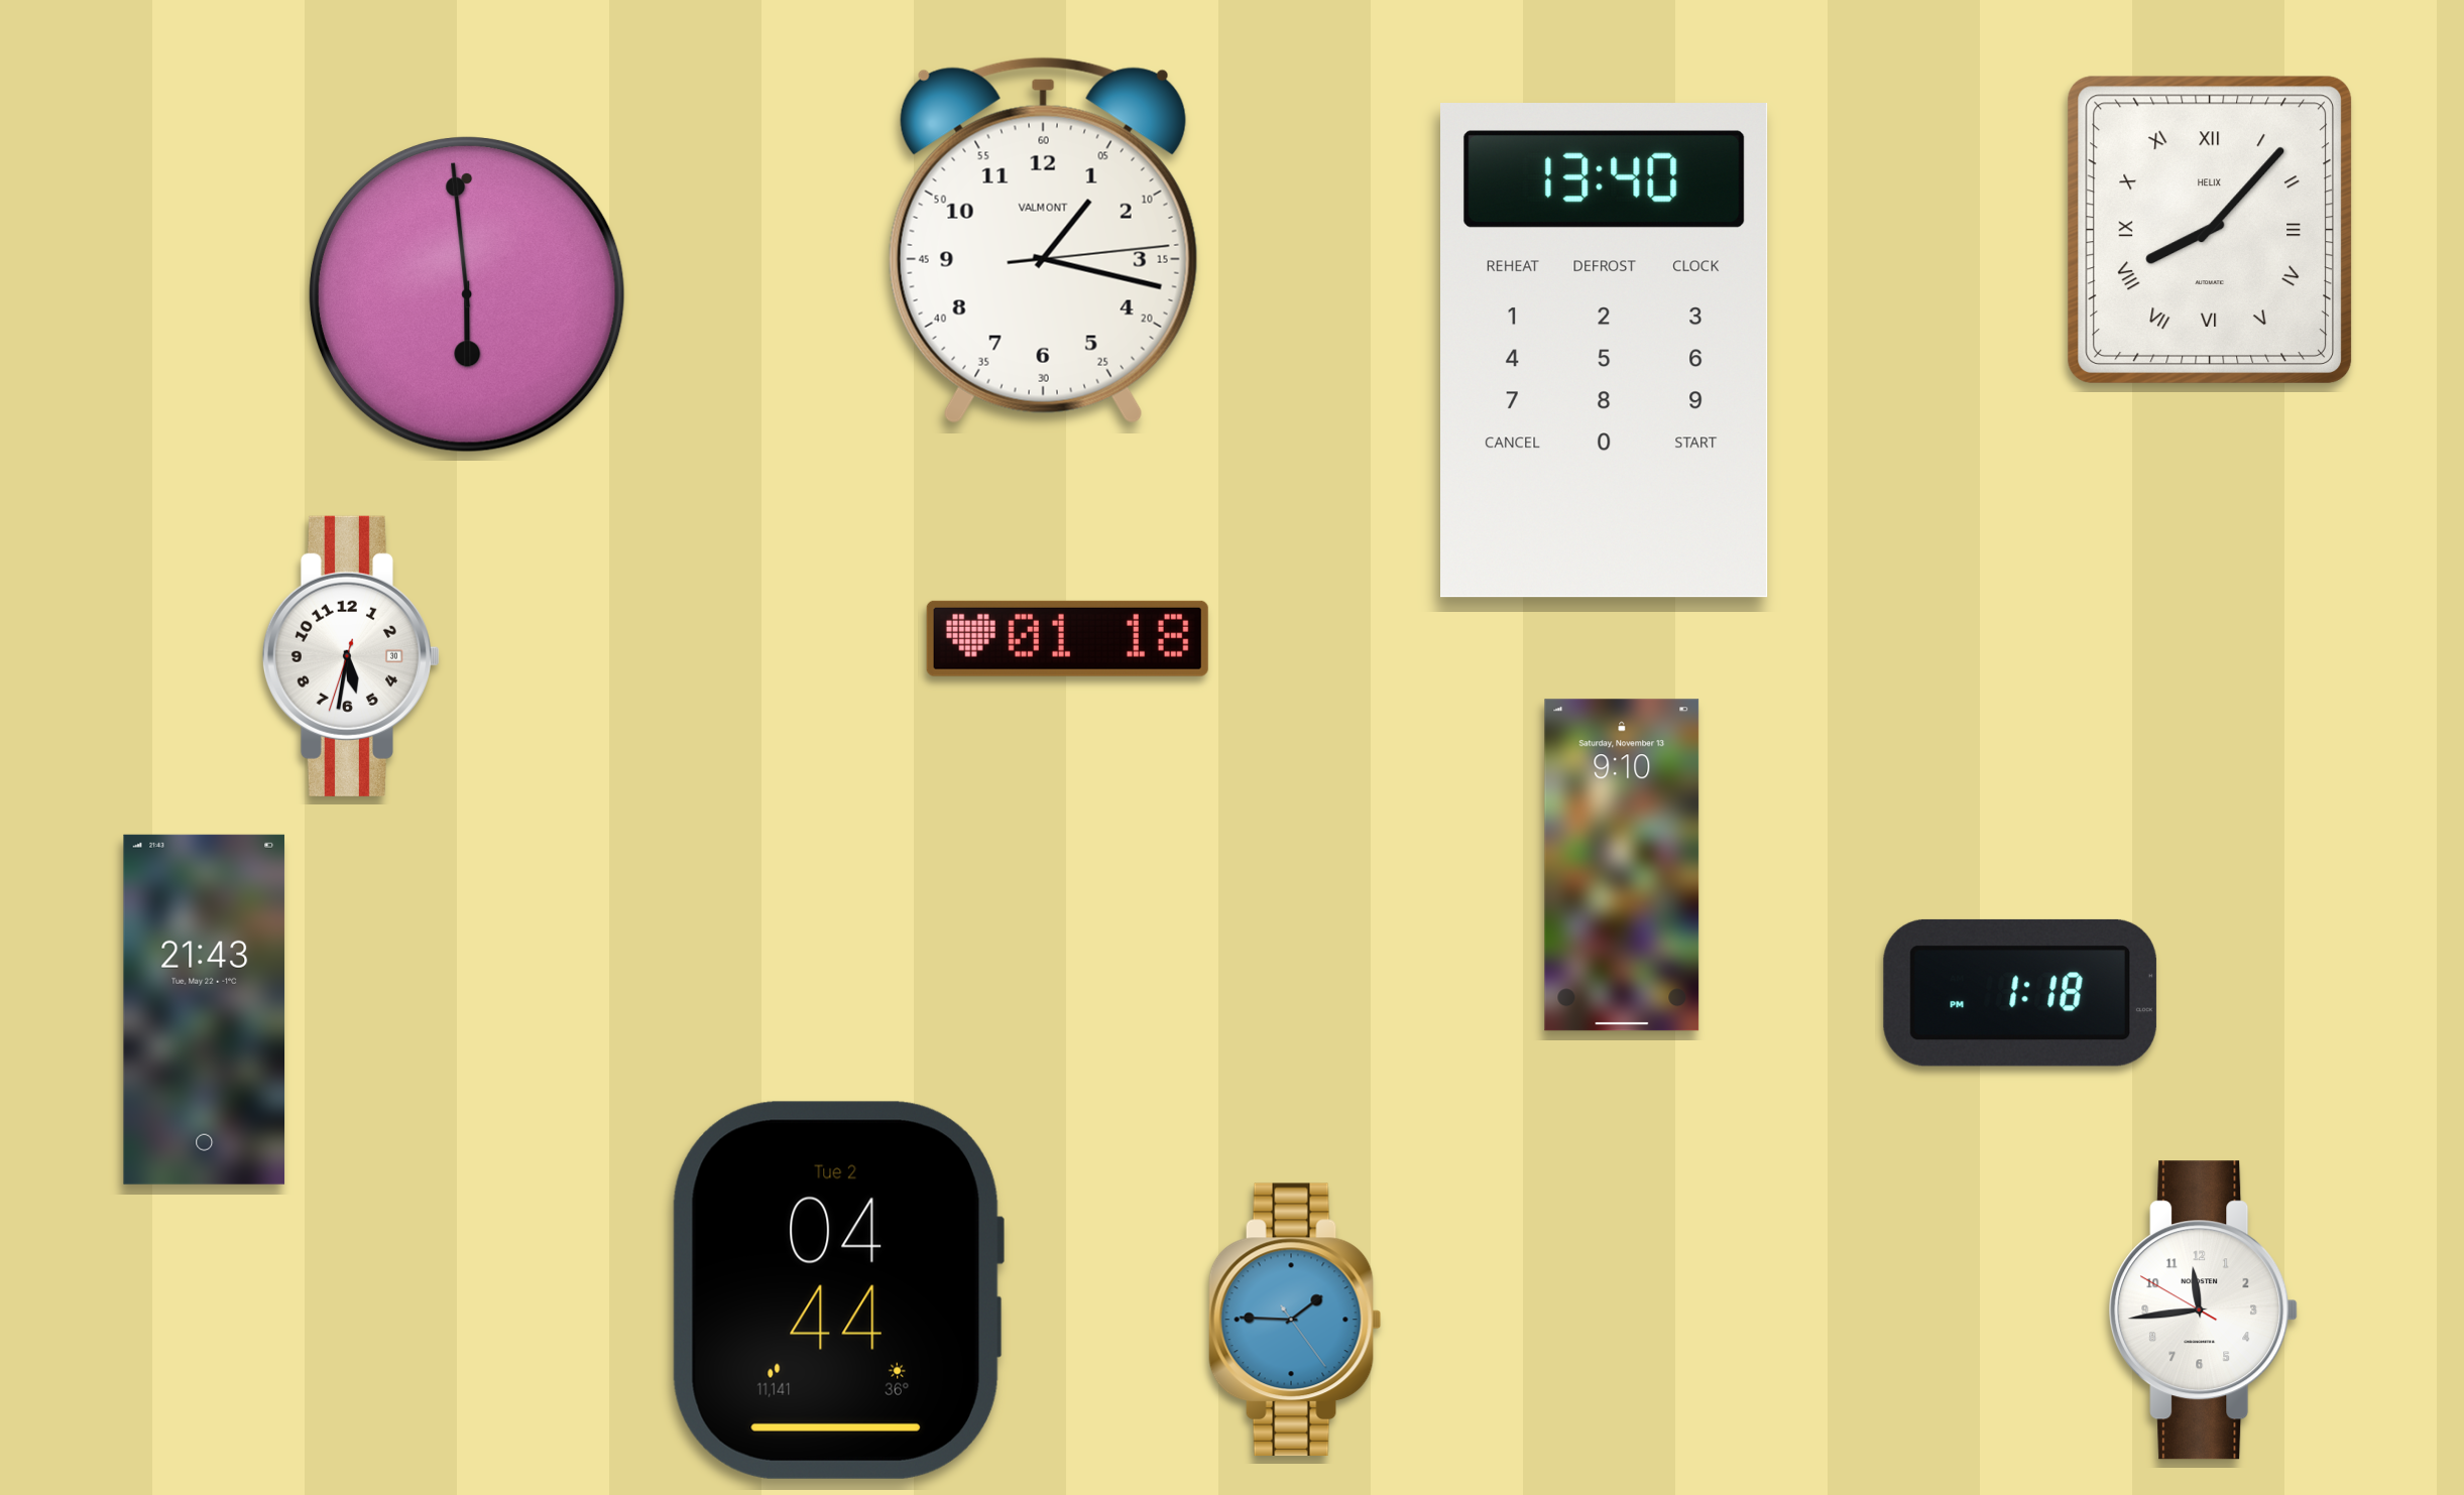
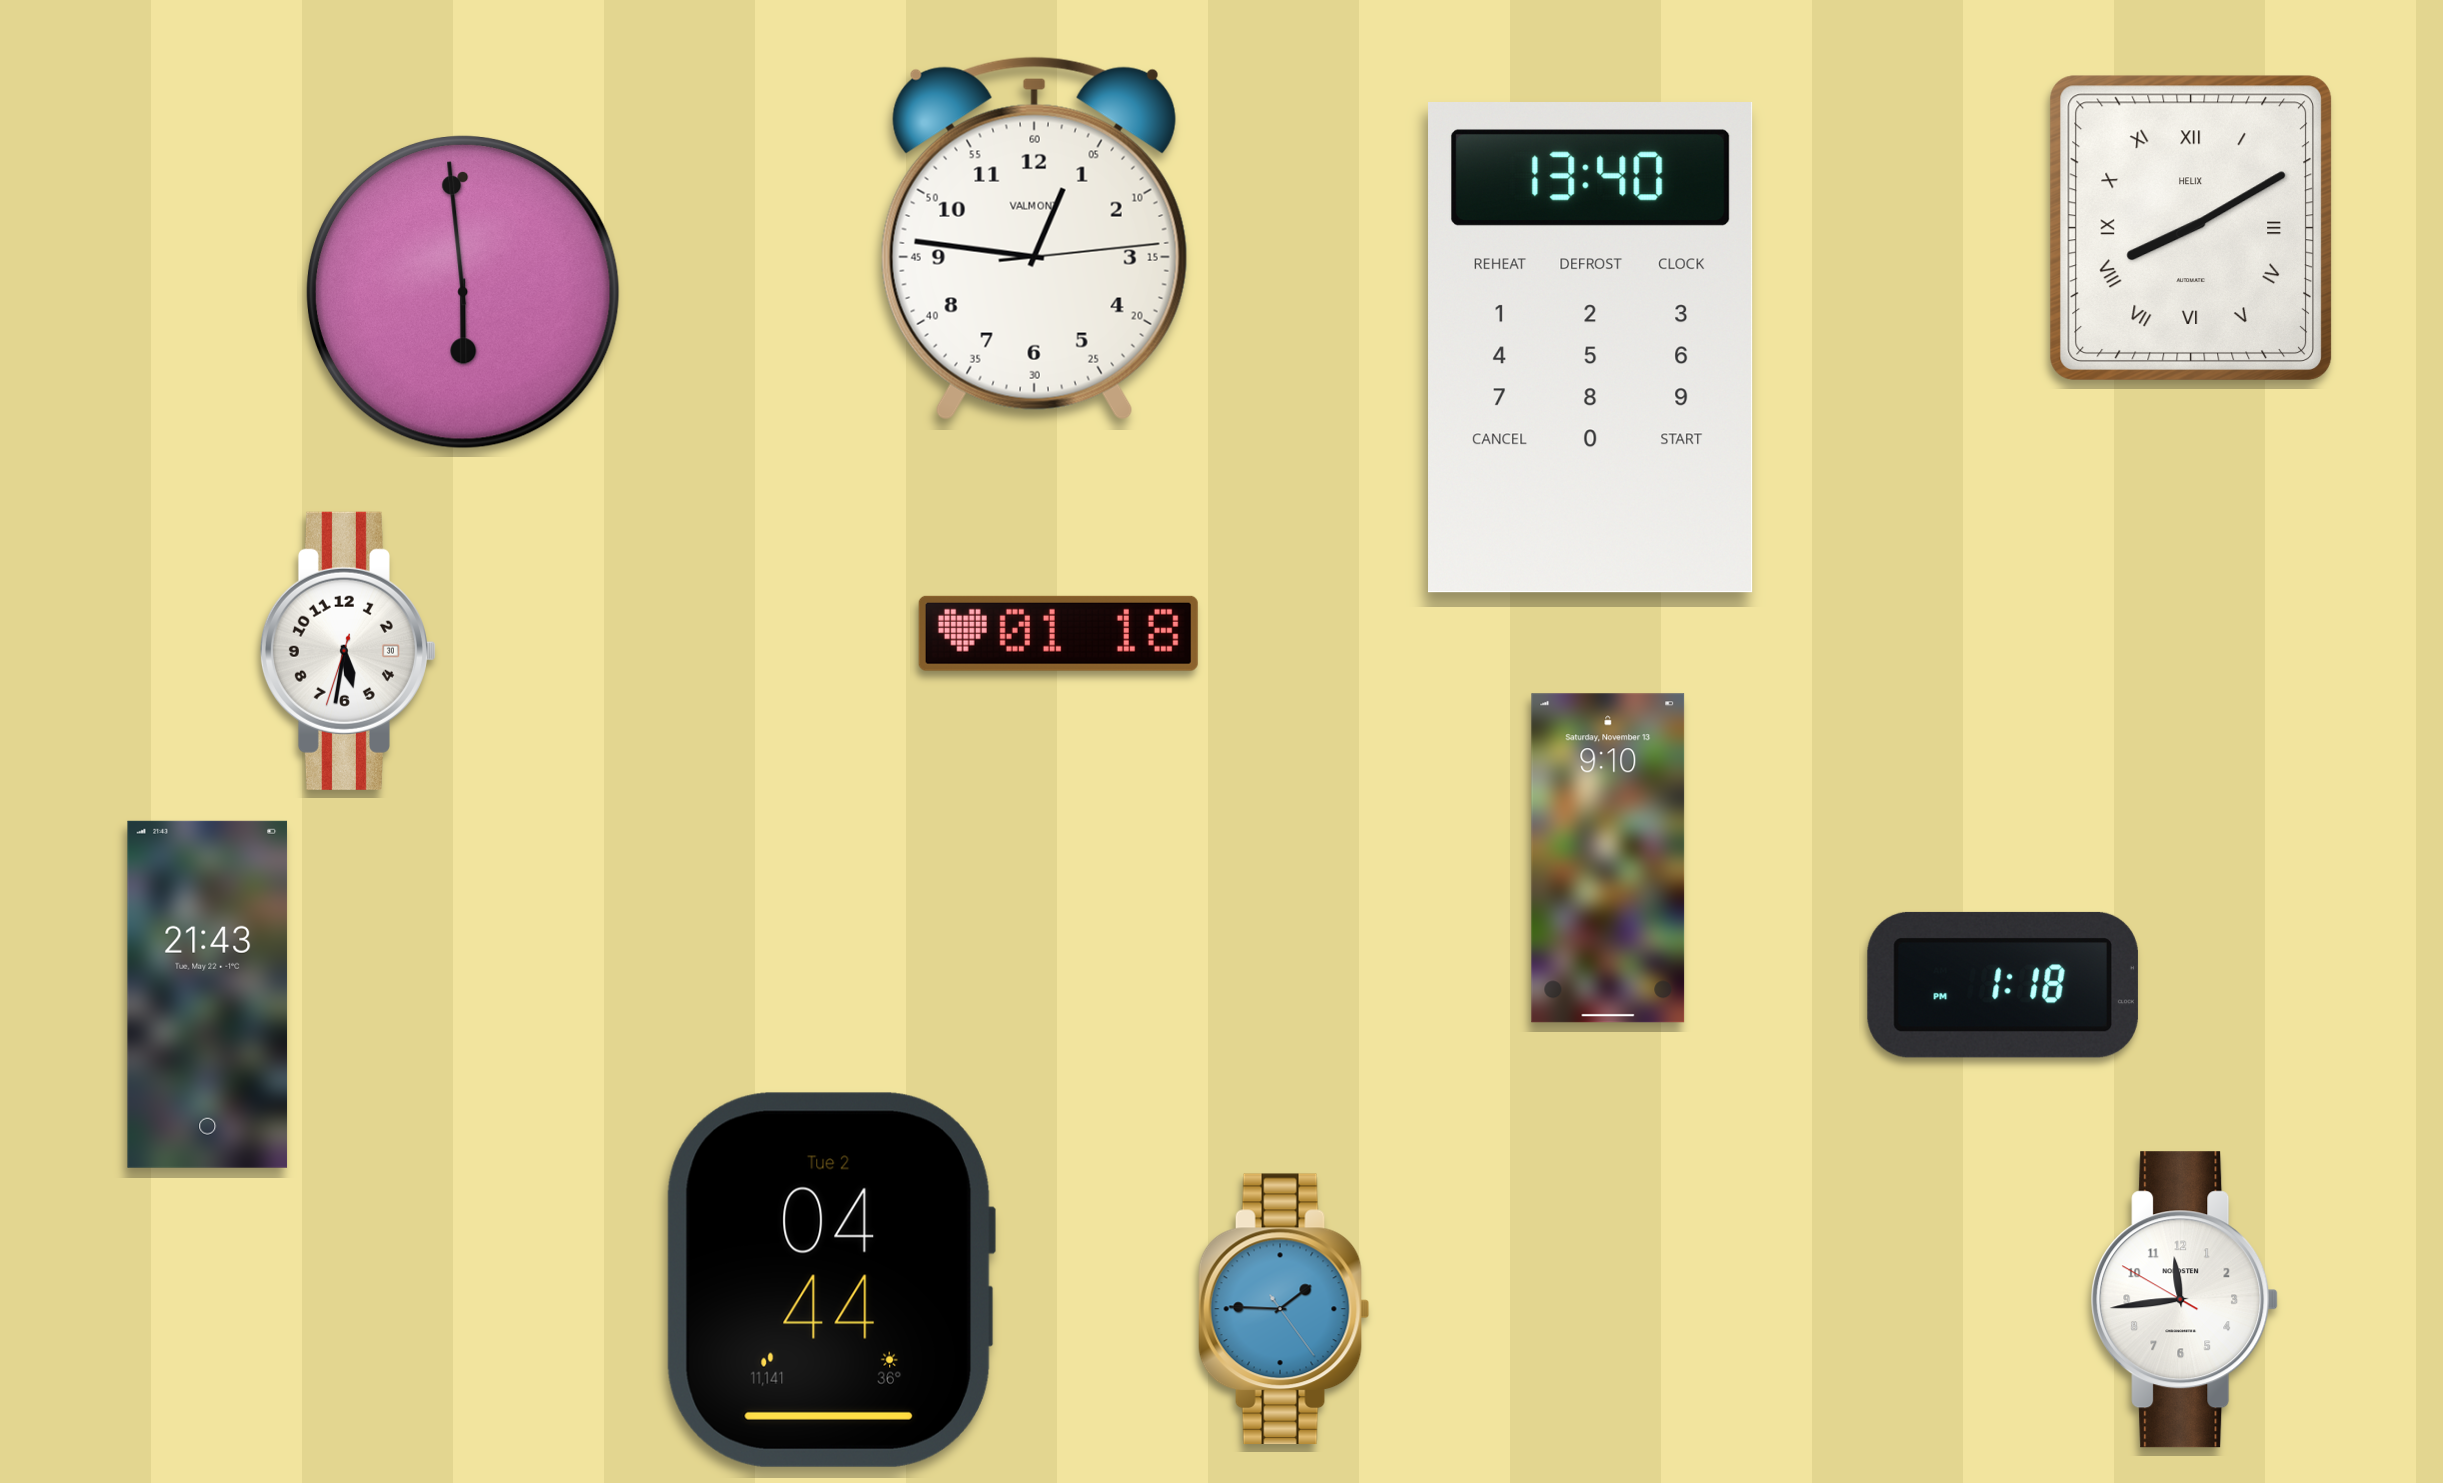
clock at (2210, 230): 8:07 -> 8:10
clock at (1043, 240): 1:17 -> 12:46
clock at (205, 1009) position: (205, 1009) -> (208, 994)
